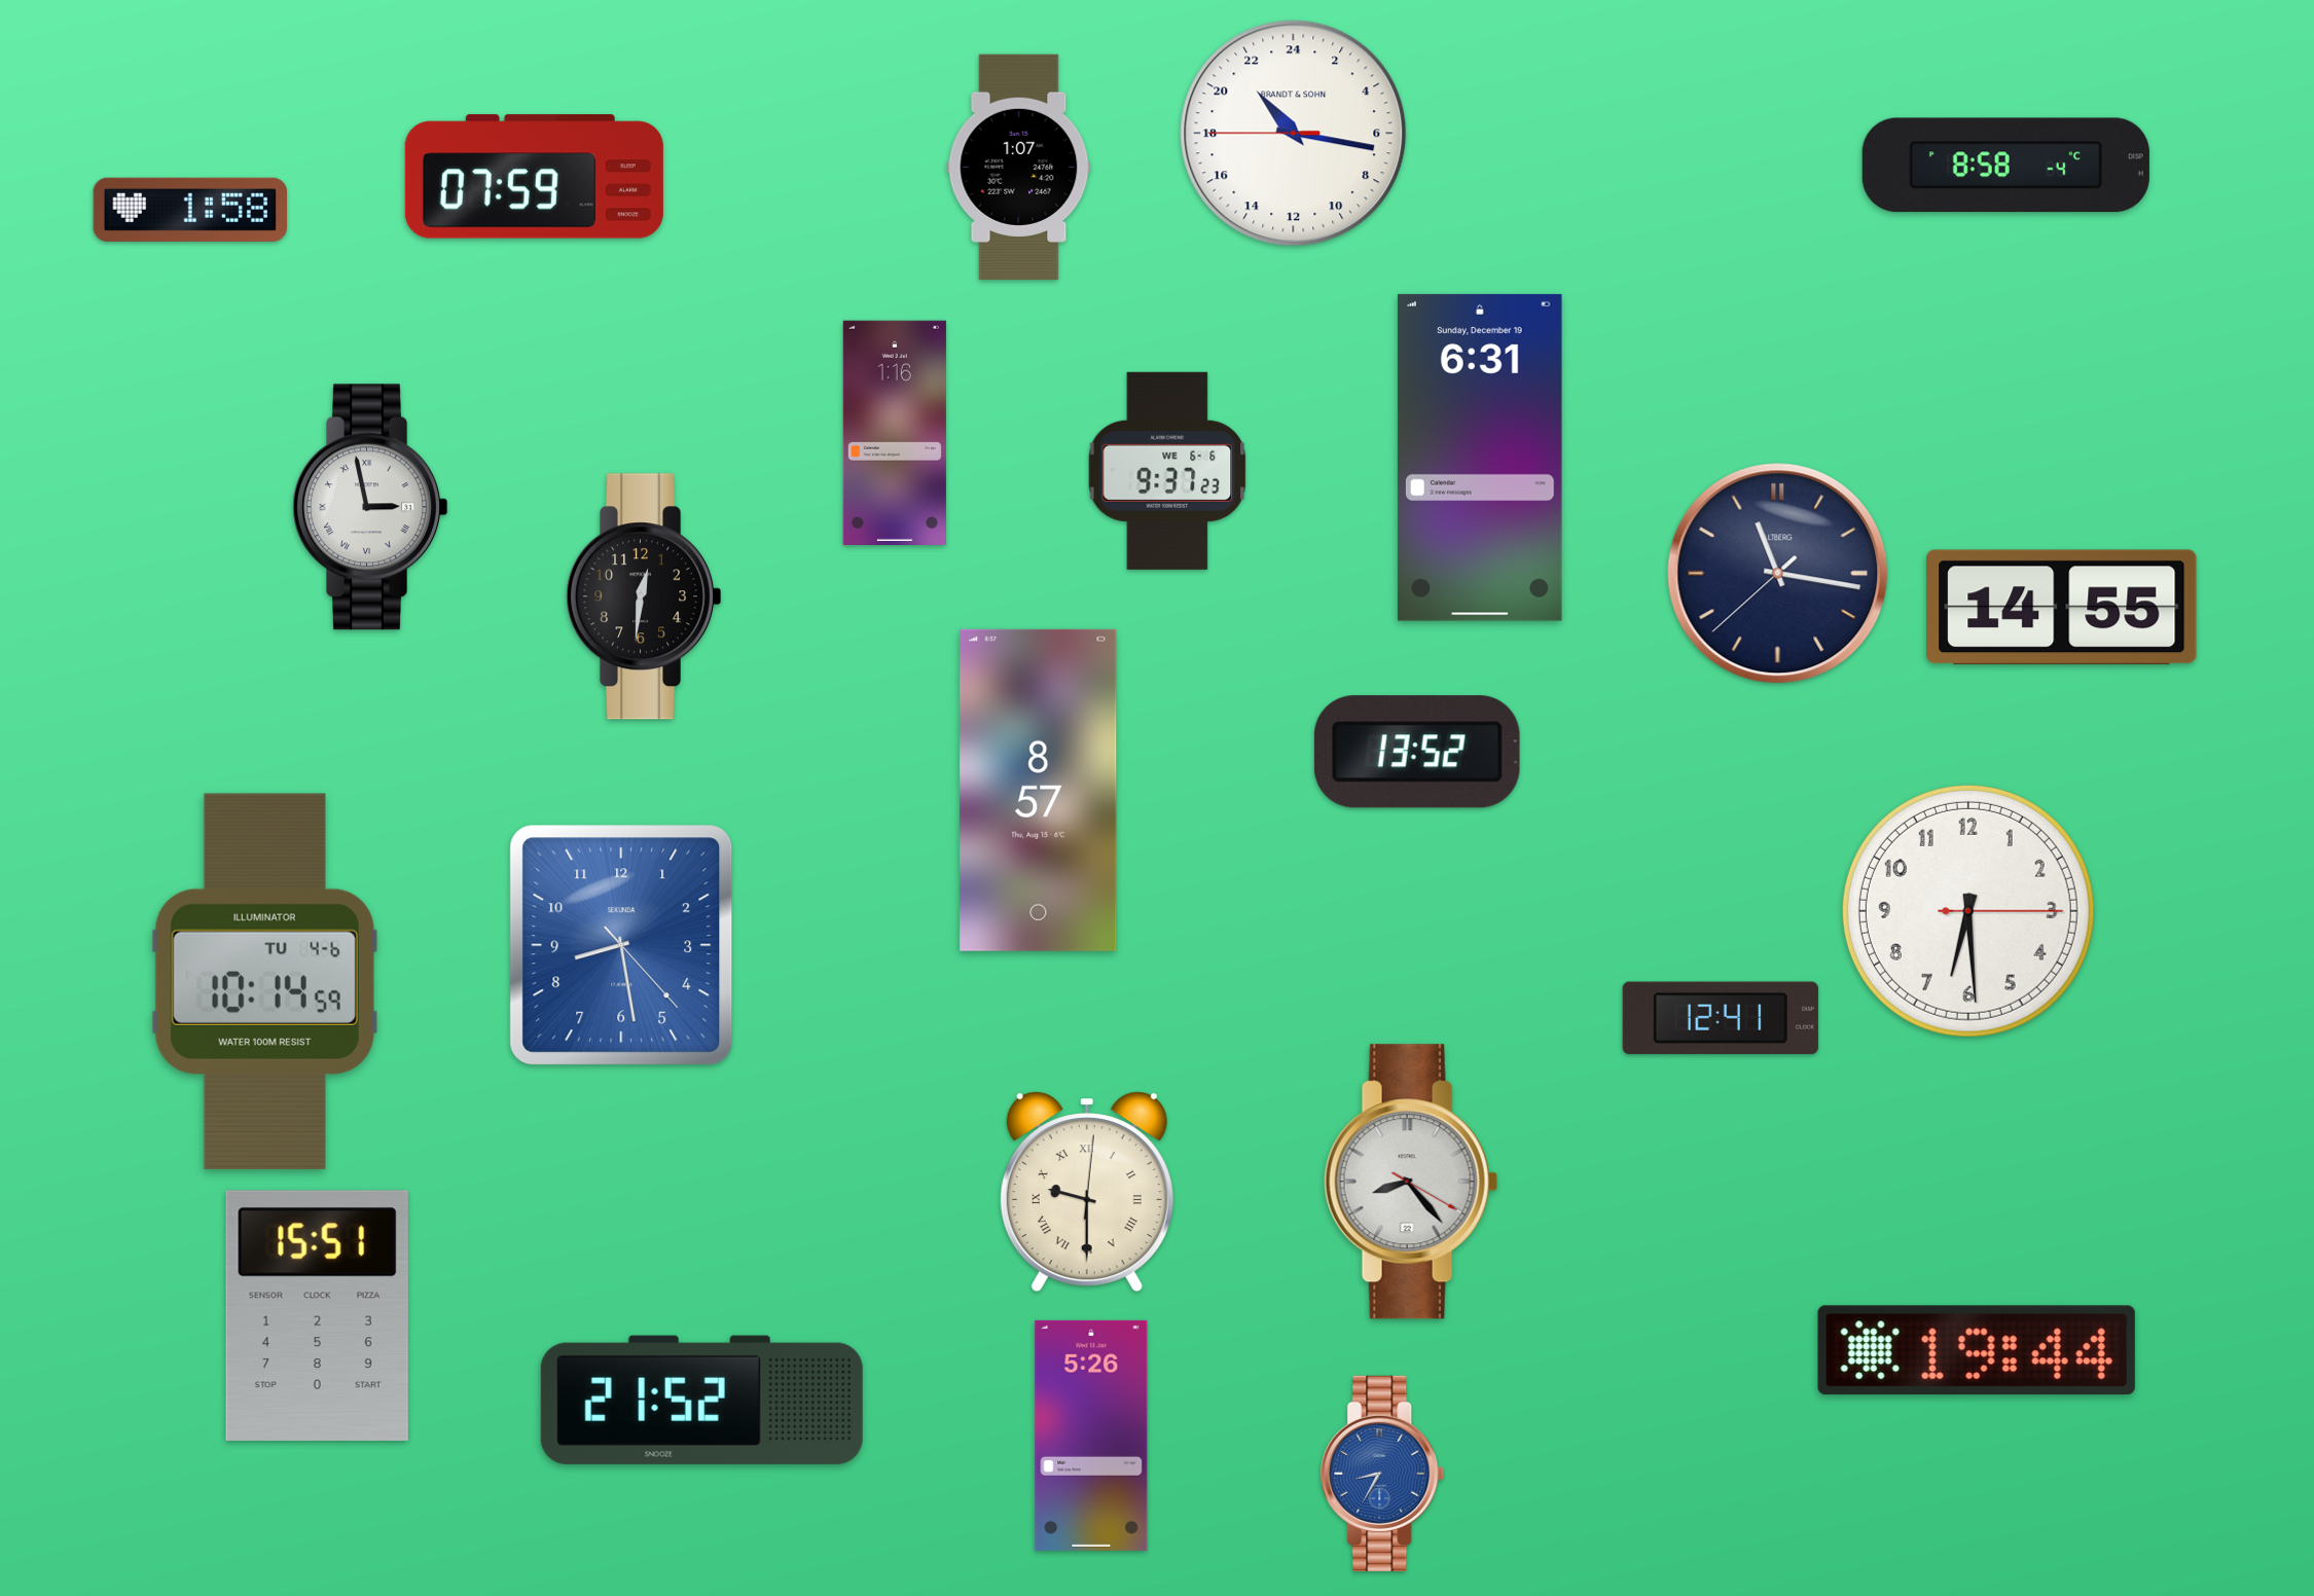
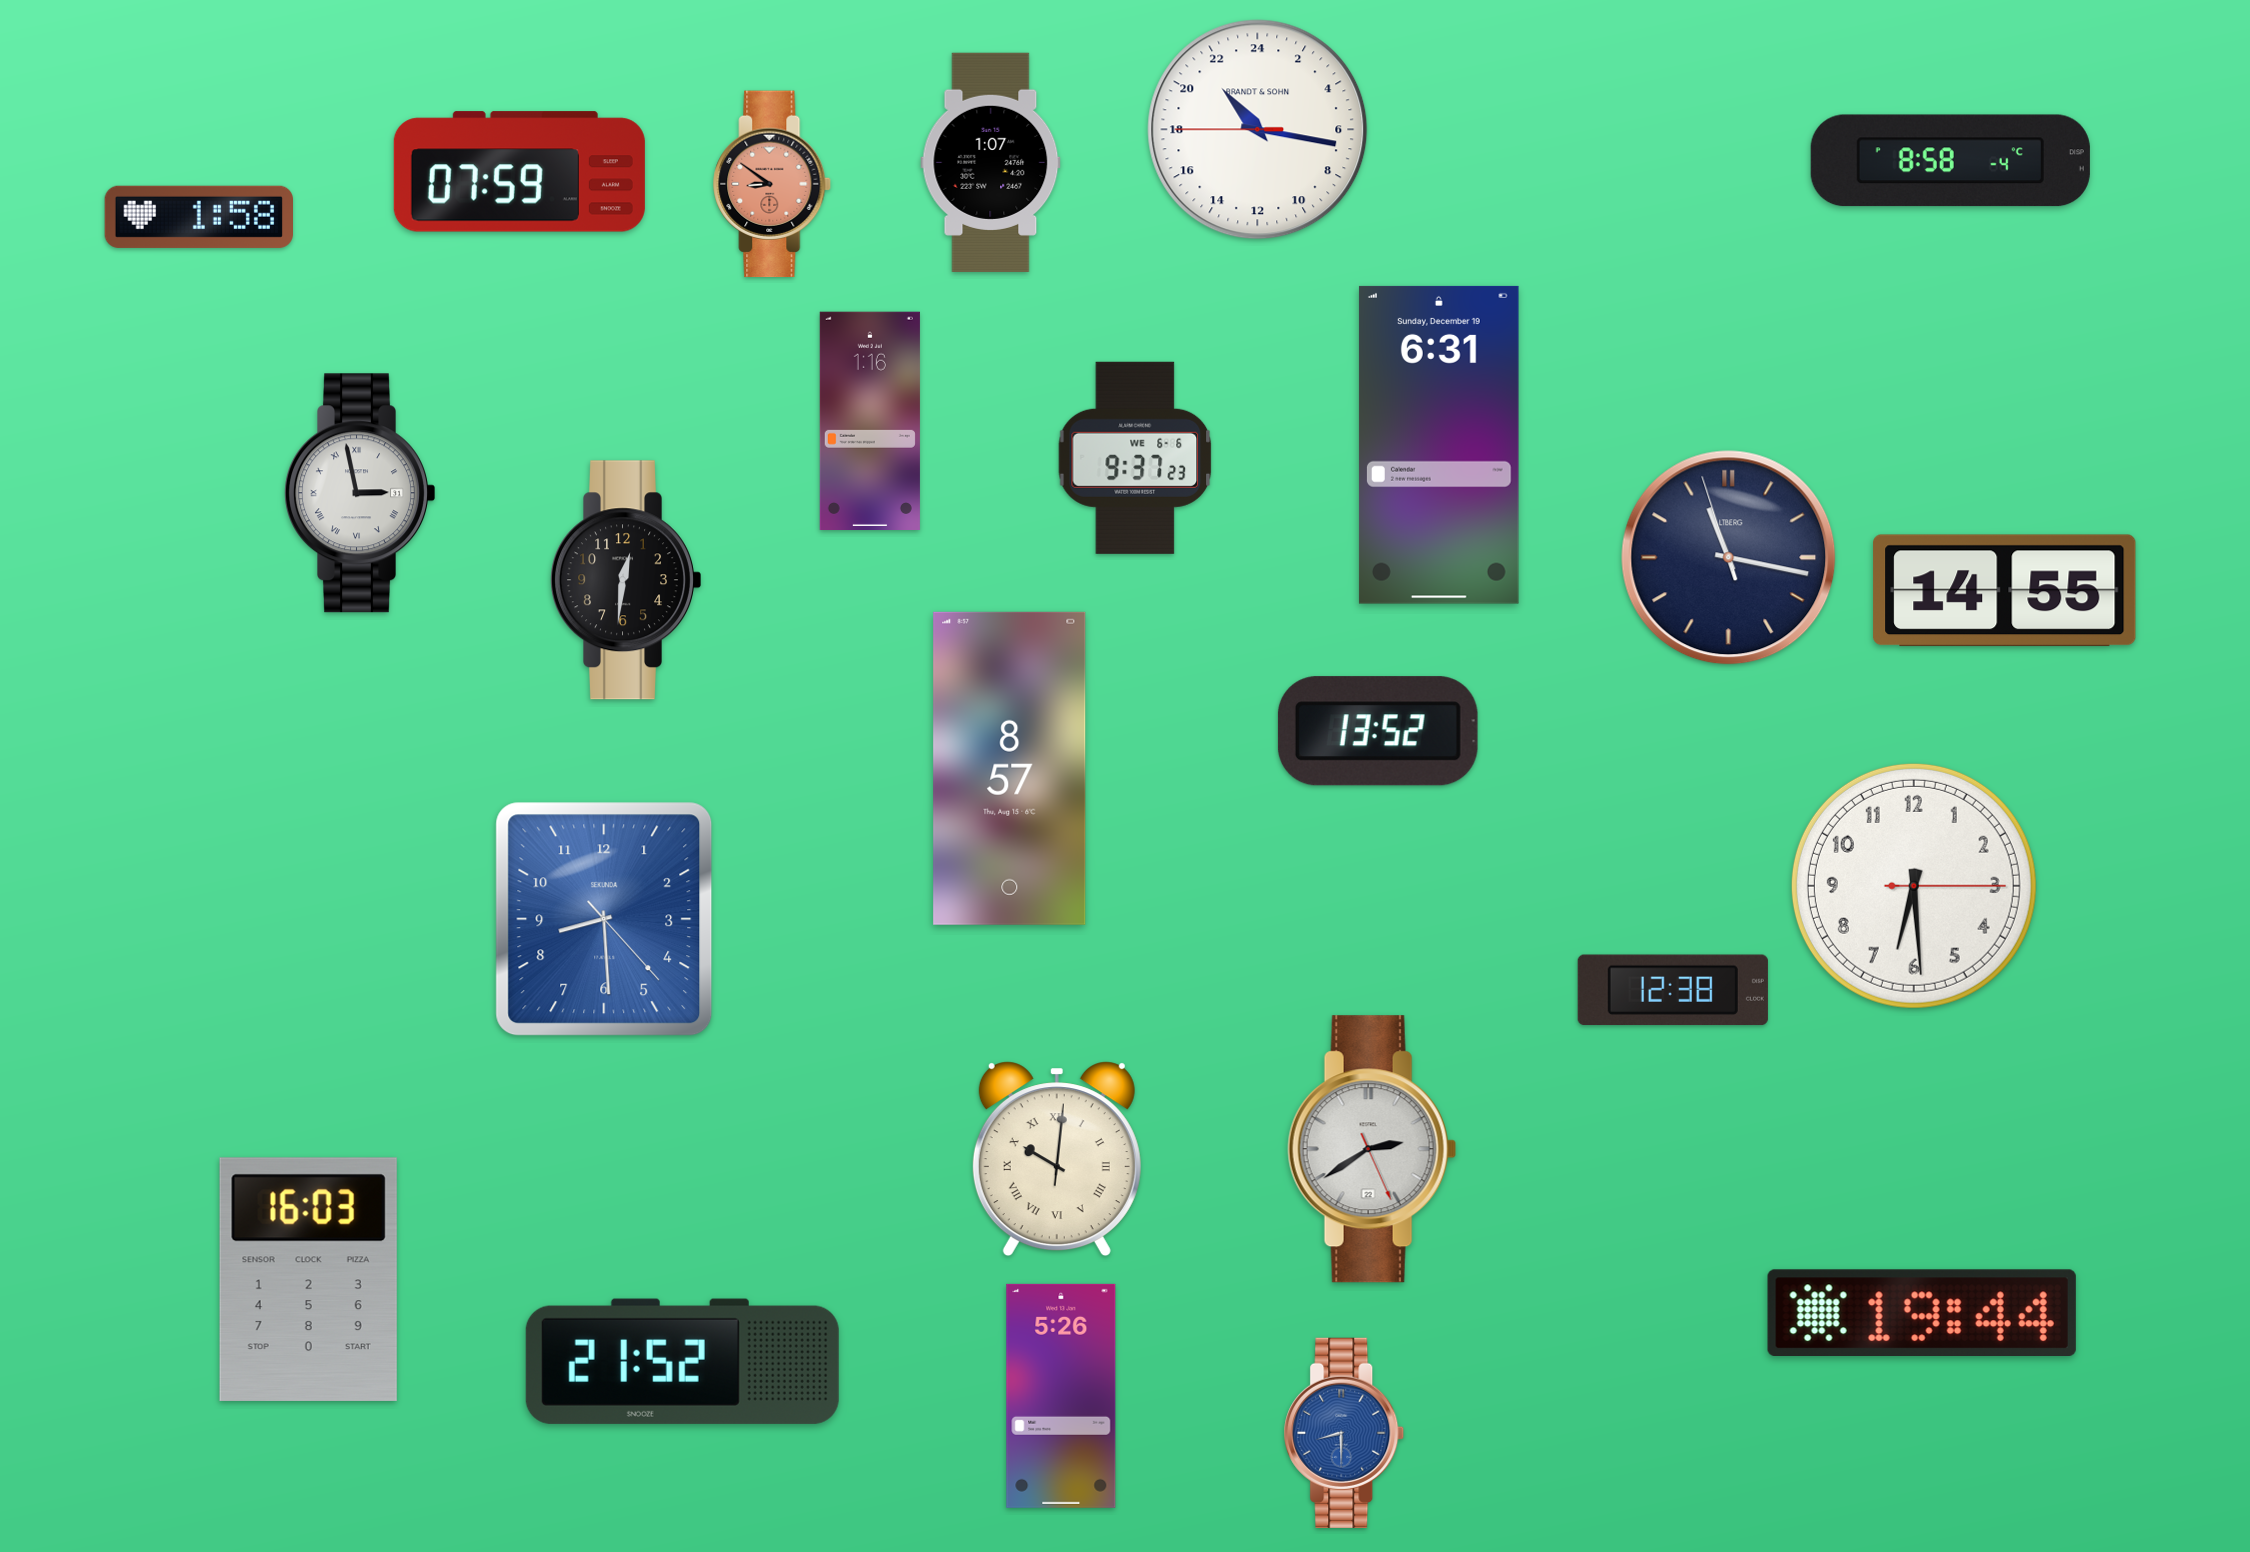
clock at (773, 184): none -> 8:51
clock at (189, 210) position: (189, 210) -> (198, 217)
clock at (1778, 574): 11:16:38 -> 11:16:57
clock at (621, 945): 8:28 -> 8:29
clock at (264, 981): 10:14 -> none
clock at (1721, 1018): 12:41 -> 12:38
clock at (1411, 1182): 8:23 -> 2:39
clock at (1087, 1192): 9:30 -> 10:01
clock at (317, 1315): 15:51 -> 16:03
clock at (1382, 1474): 8:35 -> 8:30
